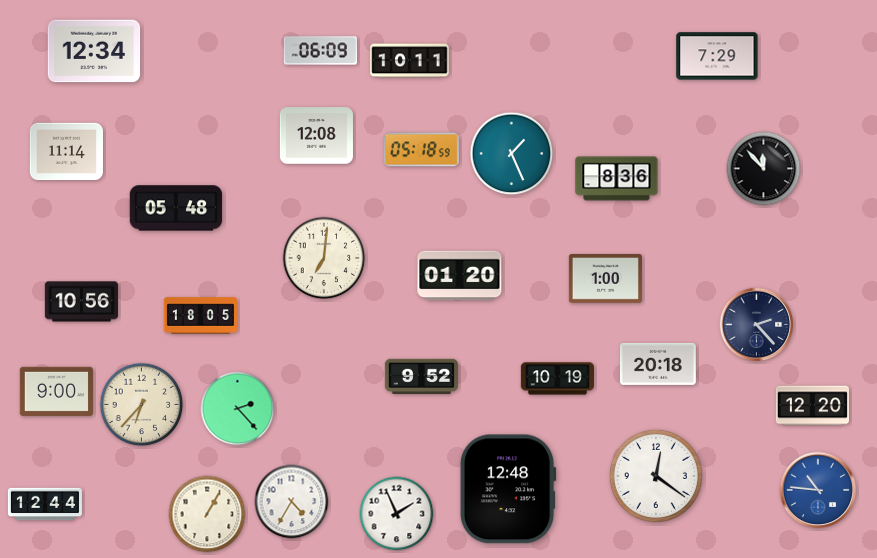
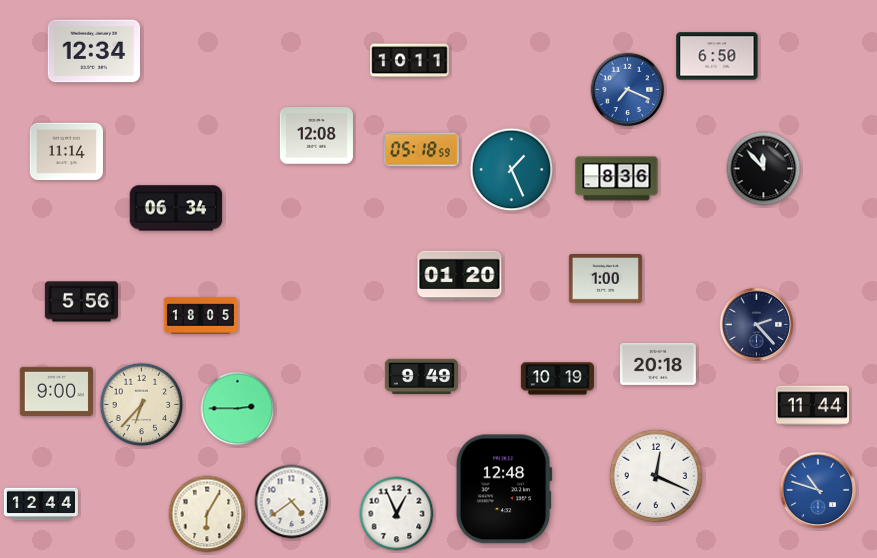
clock at (320, 51): 06:09 -> none
clock at (717, 56): 7:29 -> 6:50
clock at (628, 90): none -> 7:19
clock at (512, 154) position: (512, 154) -> (512, 170)
clock at (176, 208): 05:48 -> 06:34
clock at (324, 258): 7:01 -> none
clock at (81, 302): 10:56 -> 5:56
clock at (421, 376): 9:52 -> 9:49
clock at (812, 406): 12:20 -> 11:44
clock at (238, 409): 2:23 -> 2:45
clock at (656, 476): 12:21 -> 12:19
clock at (508, 489) position: (508, 489) -> (504, 489)
clock at (818, 490): 10:46 -> 10:48
clock at (292, 502): 4:35 -> 4:39
clock at (45, 504) position: (45, 504) -> (41, 504)
clock at (207, 514): 1:05 -> 6:05
clock at (397, 514): 1:56 -> 12:56
